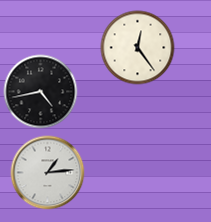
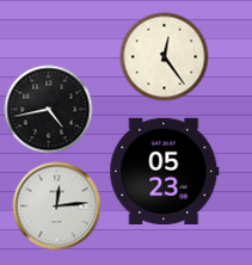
clock at (165, 171): none -> 05:23
clock at (48, 173): 1:14 -> 12:14
